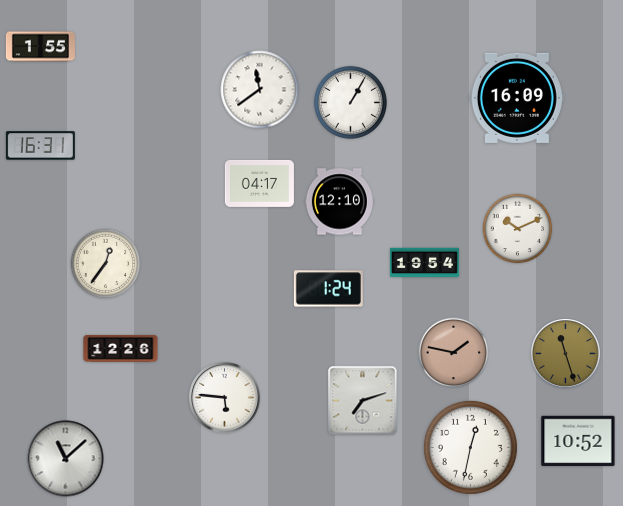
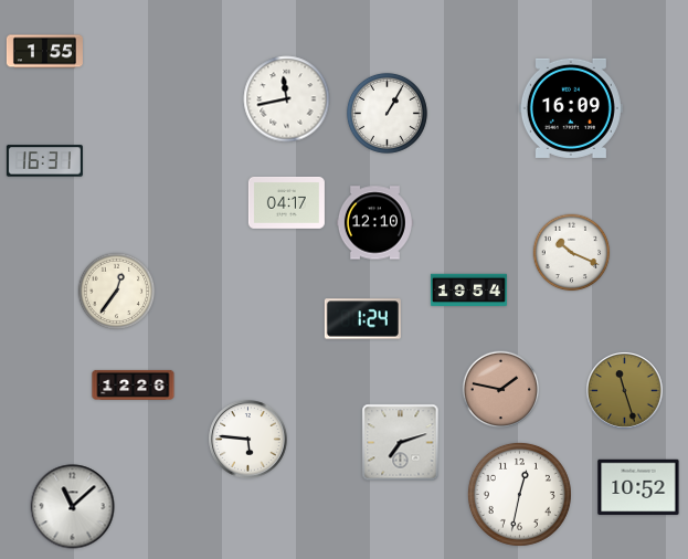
clock at (260, 90): 11:39 -> 11:43
clock at (518, 229): 10:11 -> 10:19
